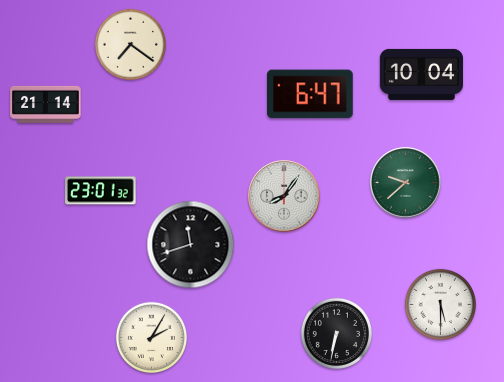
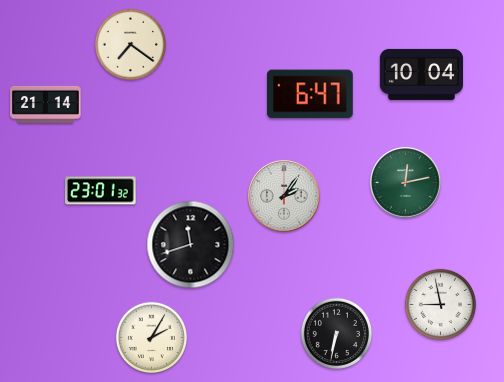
clock at (406, 183): 9:38 -> 12:13
clock at (284, 196): 8:06 -> 2:06
clock at (440, 304): 5:30 -> 8:58
